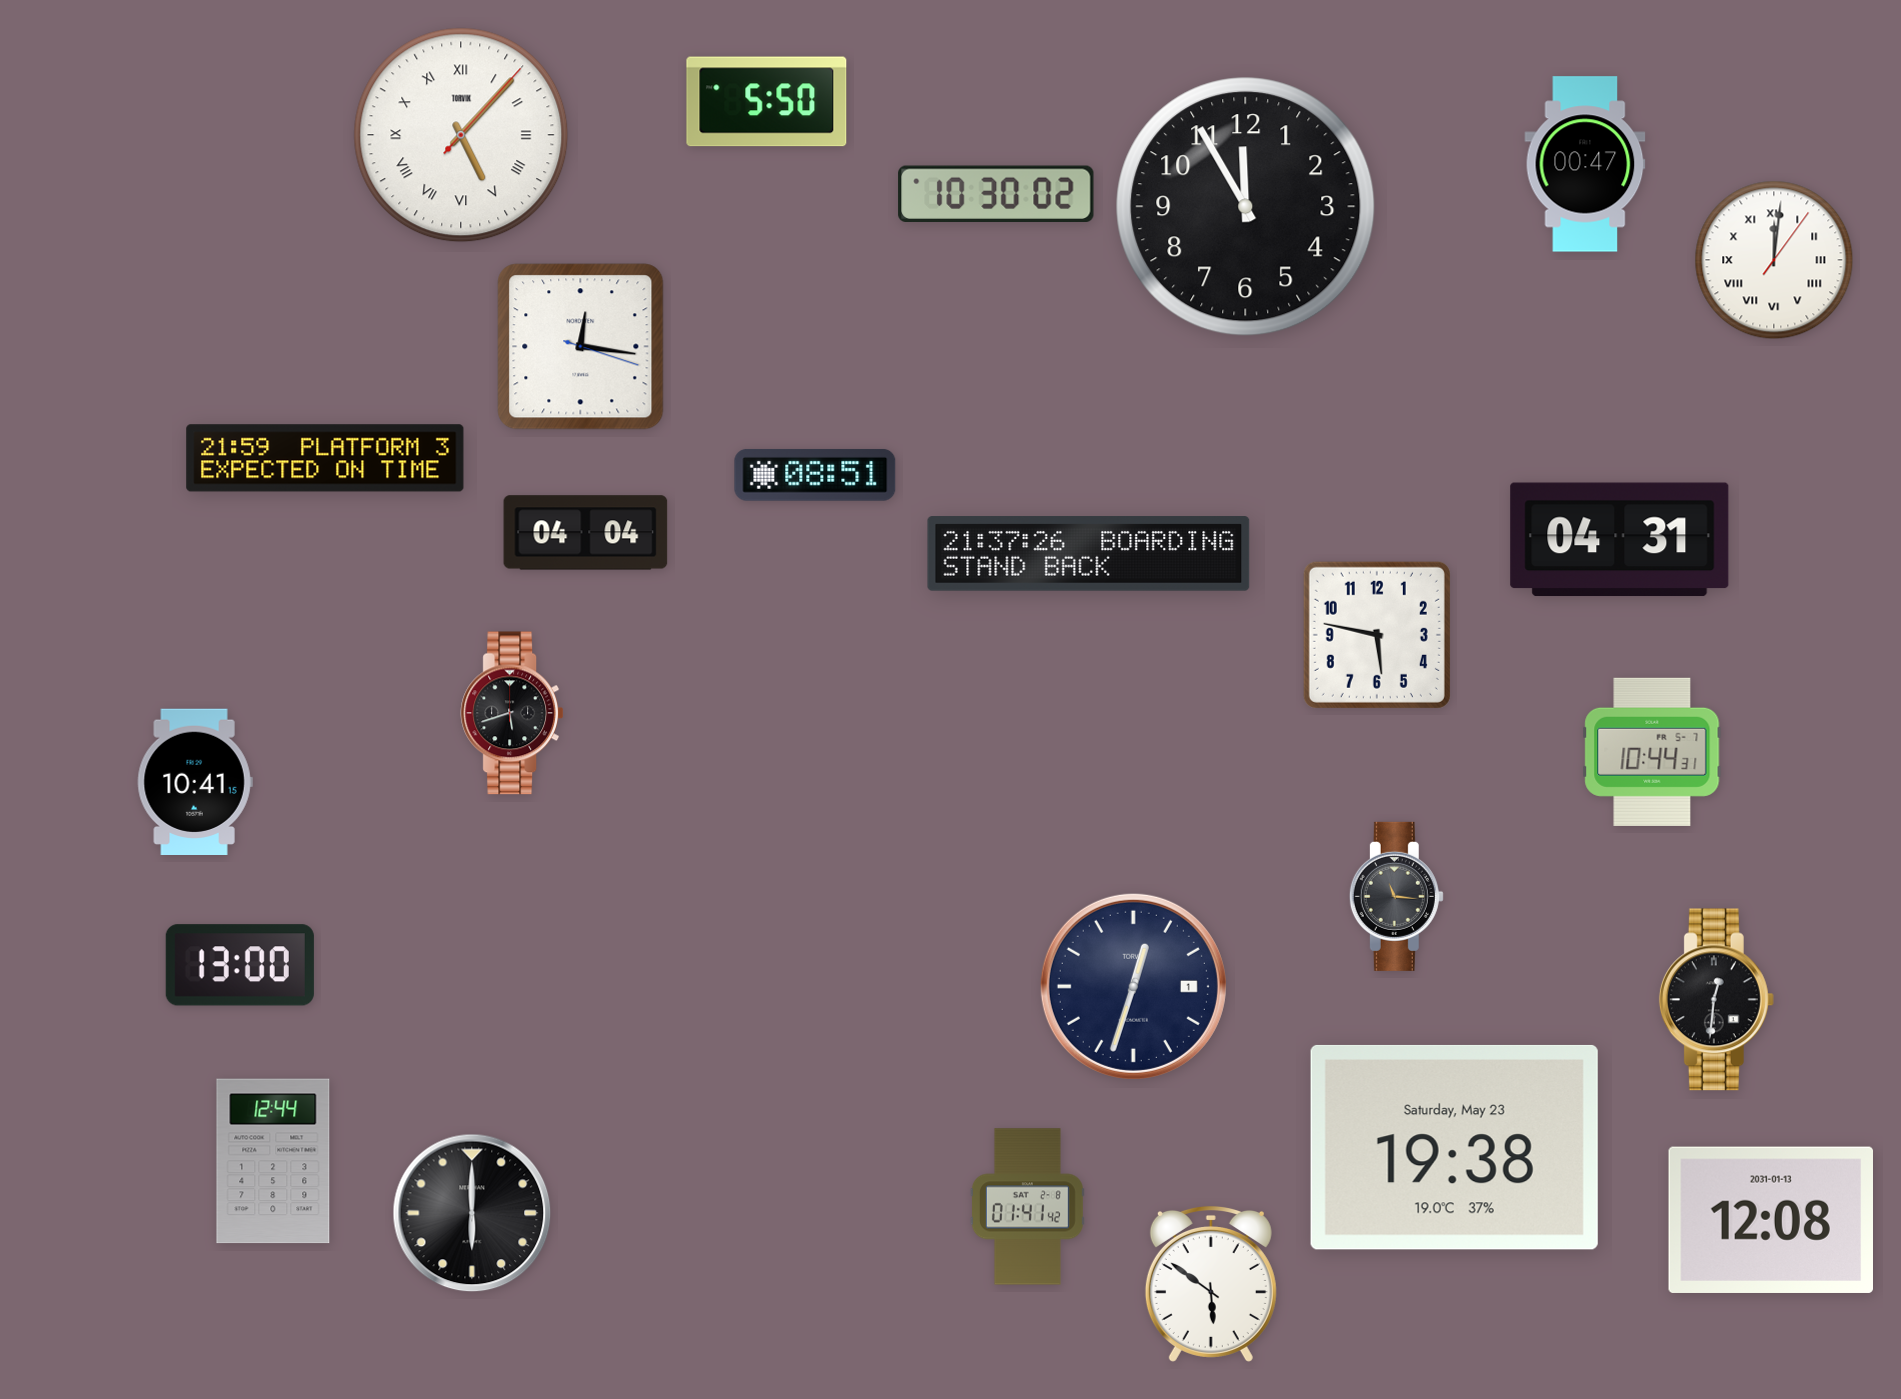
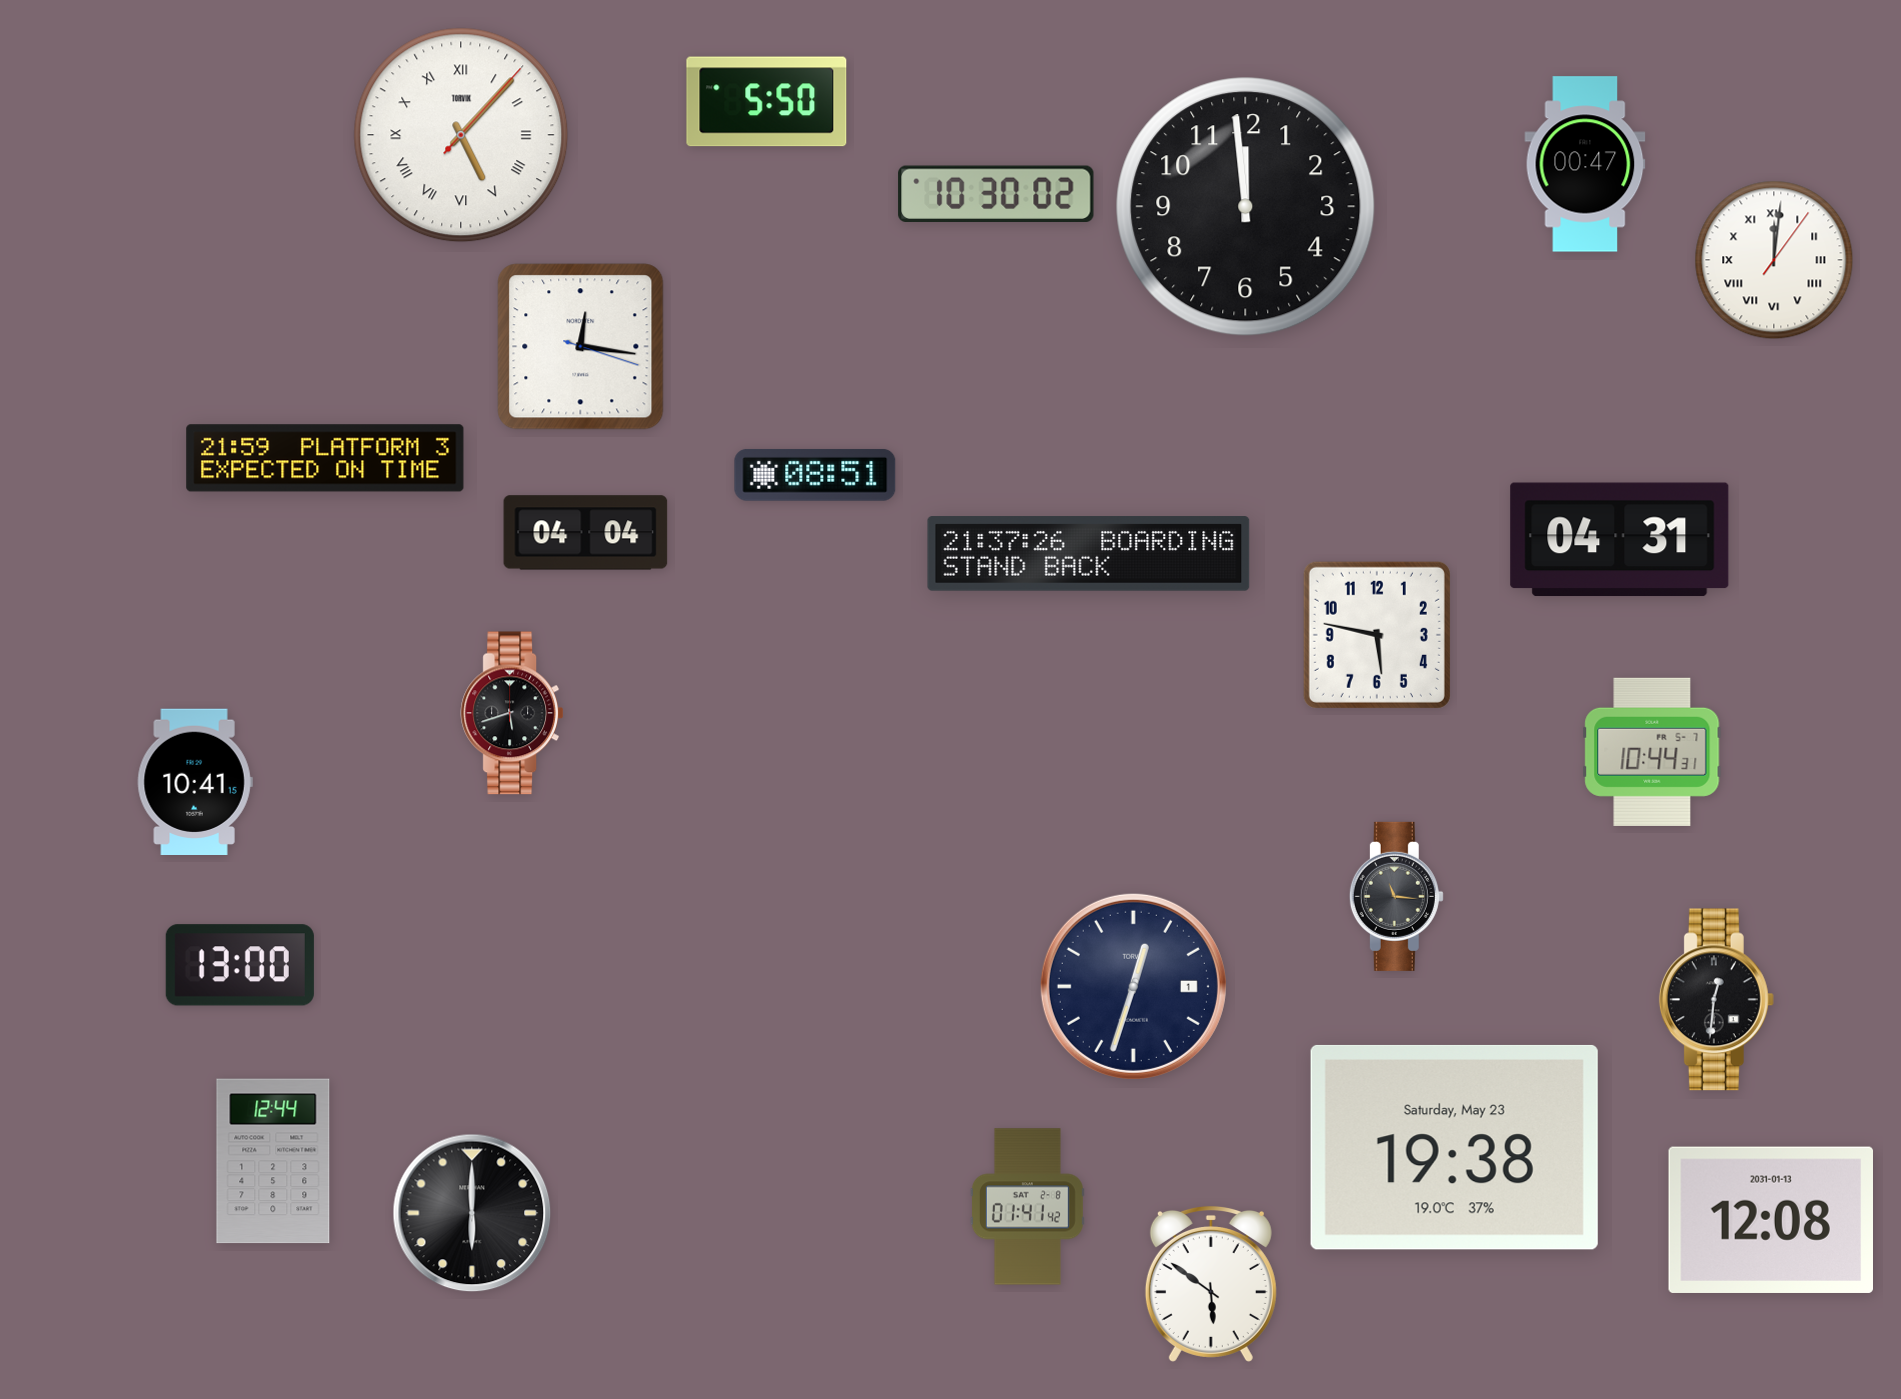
clock at (1246, 207): 11:55 -> 11:59
